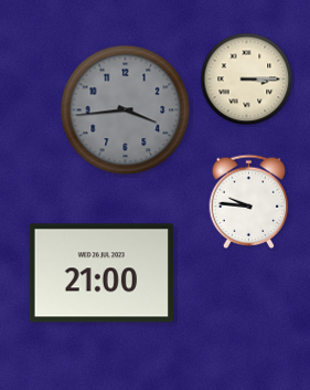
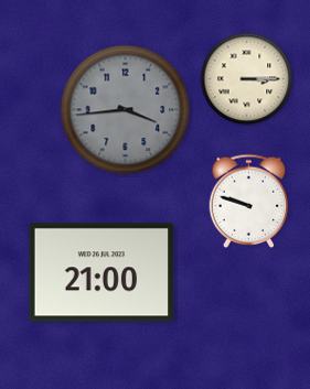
clock at (249, 201): 9:46 -> 9:48
